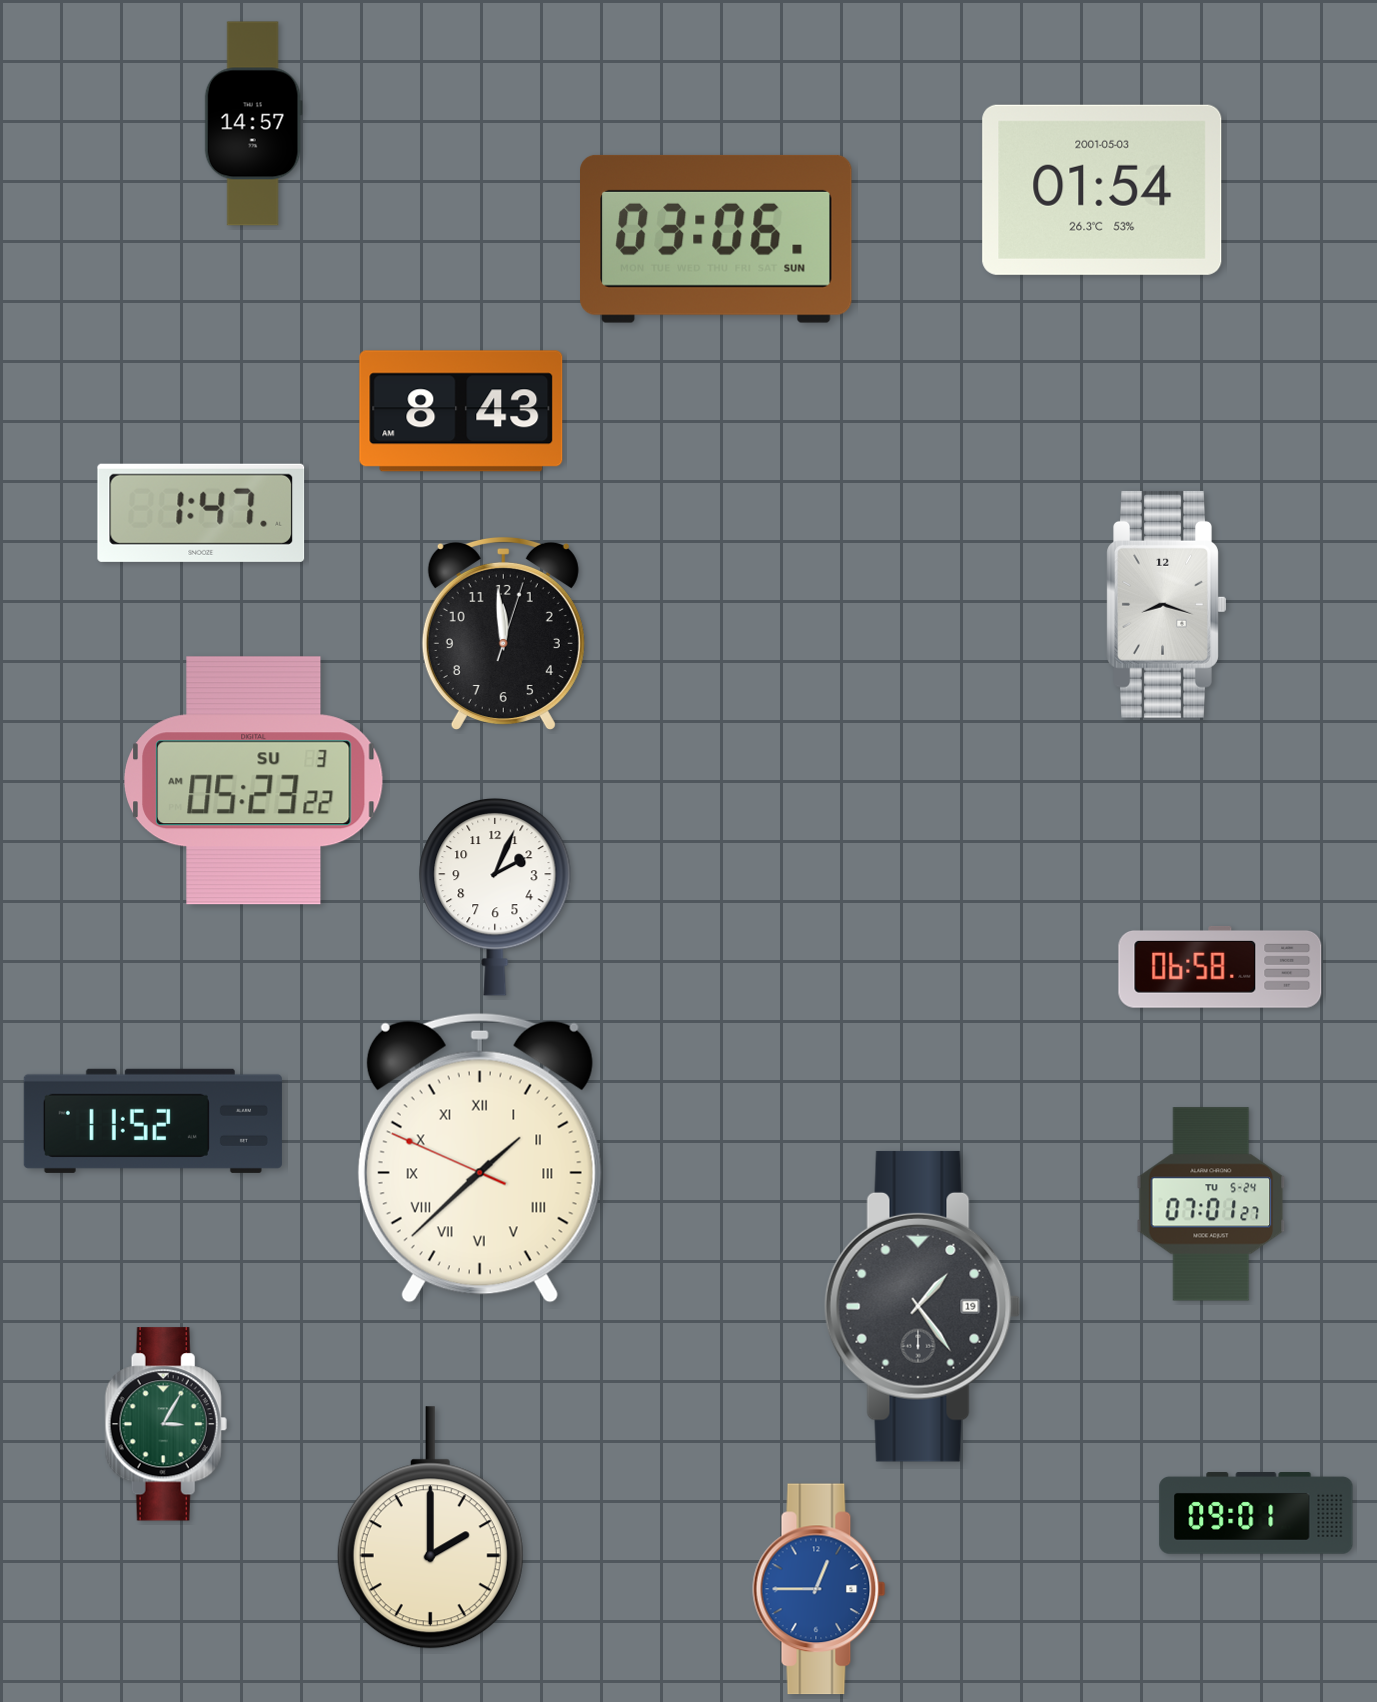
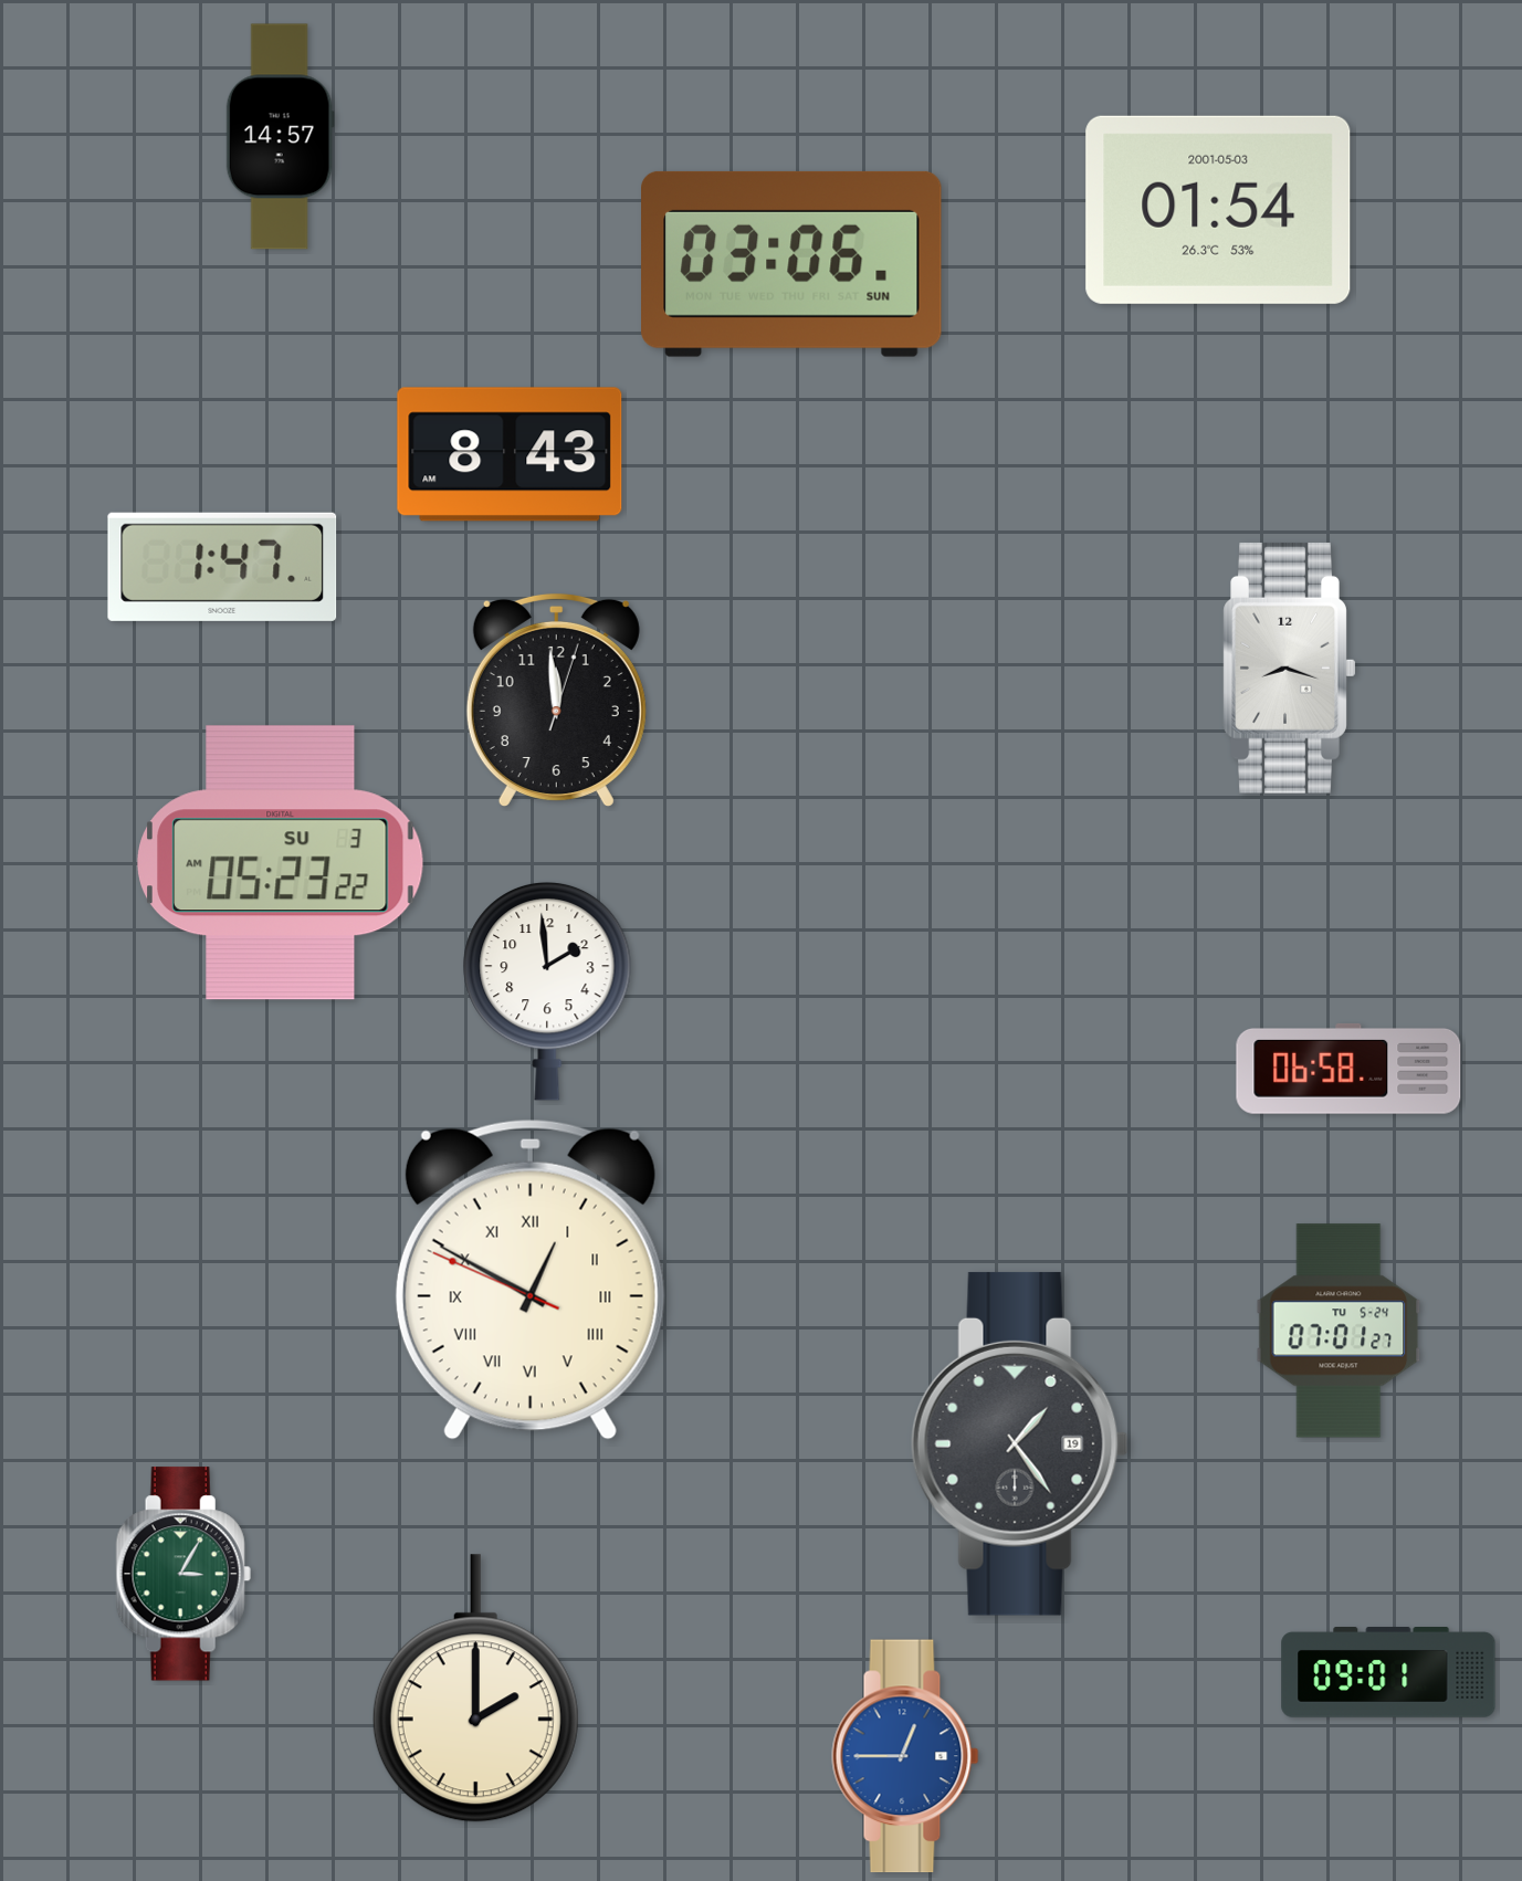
clock at (495, 897): 2:04 -> 1:59
clock at (153, 1121): 11:52 -> none
clock at (480, 1158): 1:37 -> 12:49
